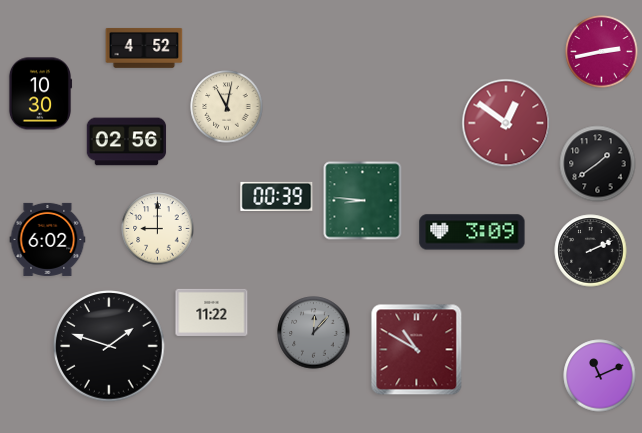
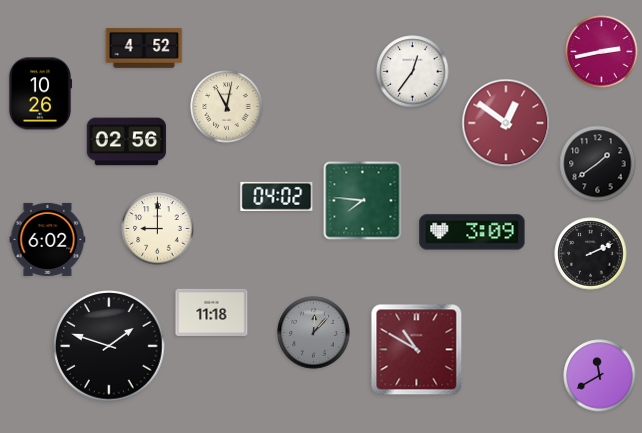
clock at (413, 72): none -> 12:36
clock at (40, 94): 10:30 -> 10:26
clock at (277, 196): 00:39 -> 04:02
clock at (363, 201): 8:46 -> 7:46
clock at (591, 251) position: (591, 251) -> (591, 254)
clock at (212, 312): 11:22 -> 11:18
clock at (600, 376): 11:11 -> 11:40
